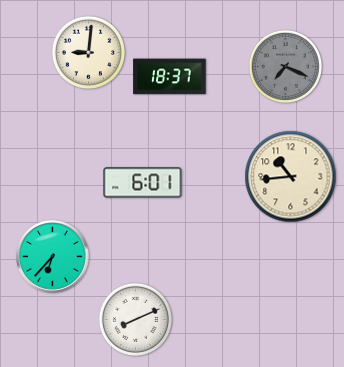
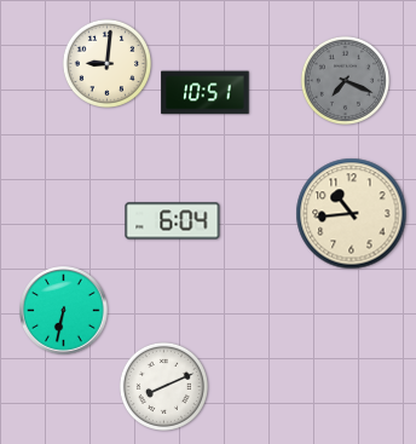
clock at (170, 77): 18:37 -> 10:51
clock at (143, 183): 6:01 -> 6:04
clock at (53, 257): 6:37 -> 6:32
